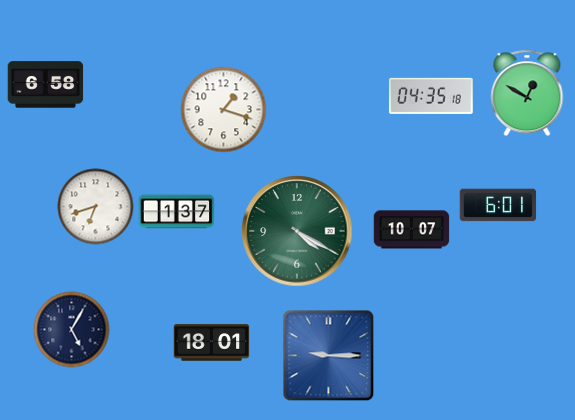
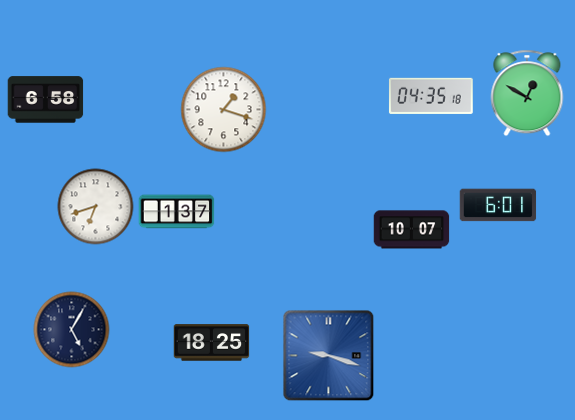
clock at (46, 85) position: (46, 85) -> (46, 100)
clock at (297, 231): 4:20 -> none
clock at (212, 343): 18:01 -> 18:25
clock at (329, 356): 9:15 -> 9:18
